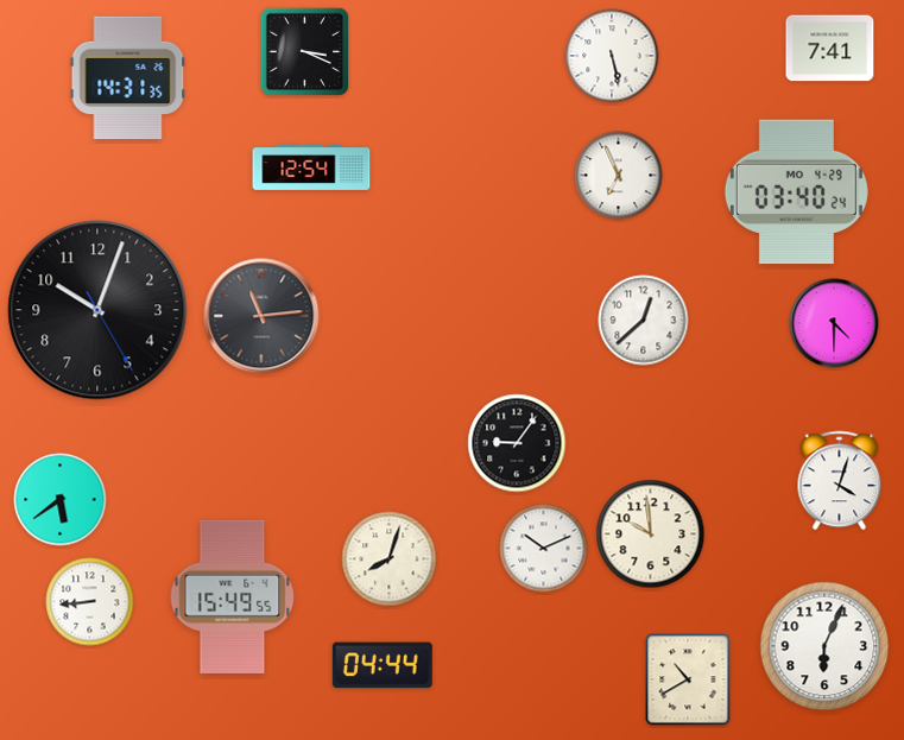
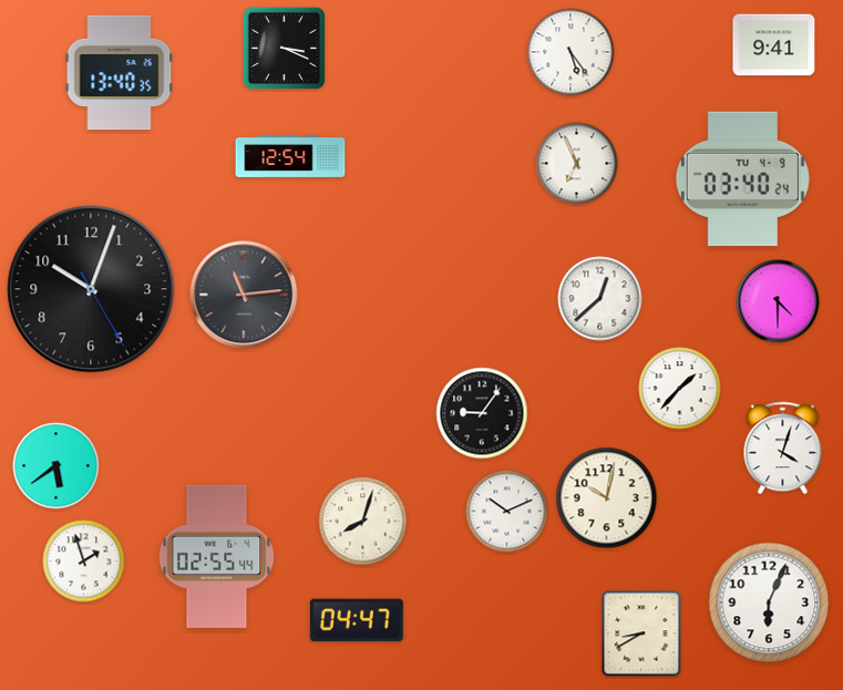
clock at (830, 49): 7:41 -> 9:41
clock at (612, 56): 5:28 -> 5:24
clock at (128, 78): 14:31 -> 13:40
clock at (796, 192) date: MO 4-29 -> TU 4-9
clock at (680, 389): none -> 1:37
clock at (651, 535): 9:59 -> 10:02
clock at (233, 596): 15:49 -> 02:55
clock at (90, 602): 8:44 -> 1:57
clock at (383, 665): 04:44 -> 04:47
clock at (688, 679): 10:40 -> 8:40
